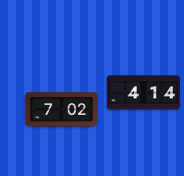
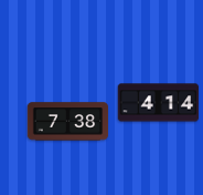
clock at (62, 110): 7:02 -> 7:38
